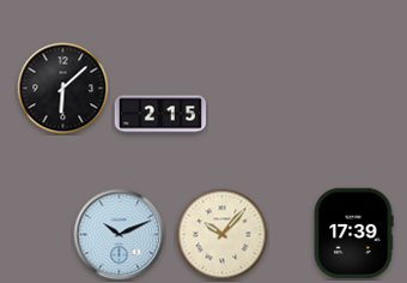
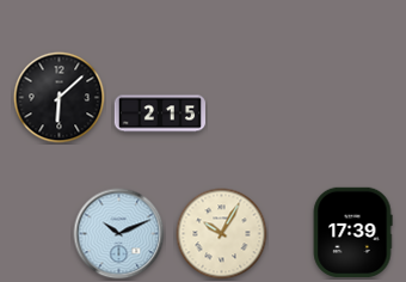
clock at (63, 89) position: (63, 89) -> (60, 98)
clock at (223, 235): 10:07 -> 10:05
